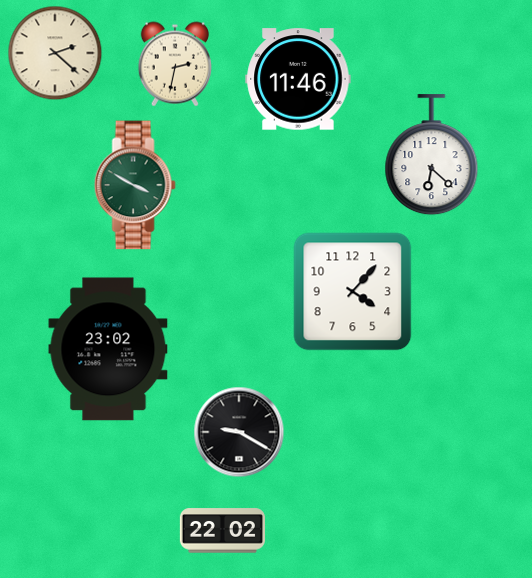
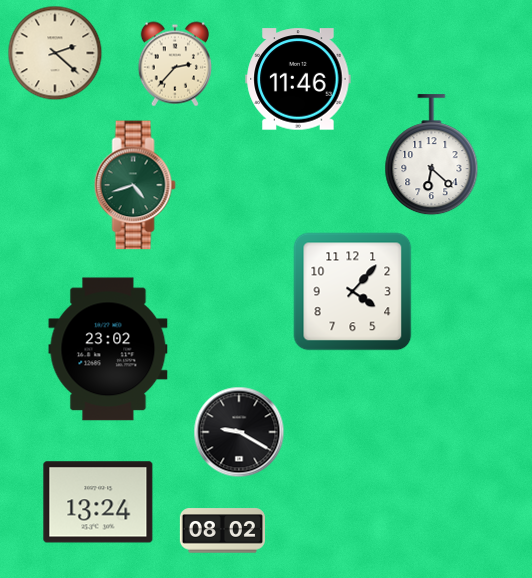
clock at (174, 64): 2:32 -> 2:37
clock at (135, 185): 3:50 -> 4:42
clock at (98, 502): none -> 13:24
clock at (222, 531): 22:02 -> 08:02
